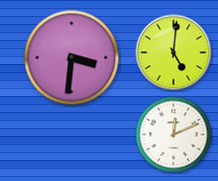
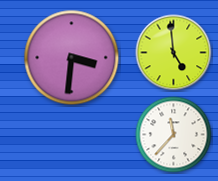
clock at (174, 53): 5:01 -> 4:59
clock at (174, 135): 12:11 -> 11:37
